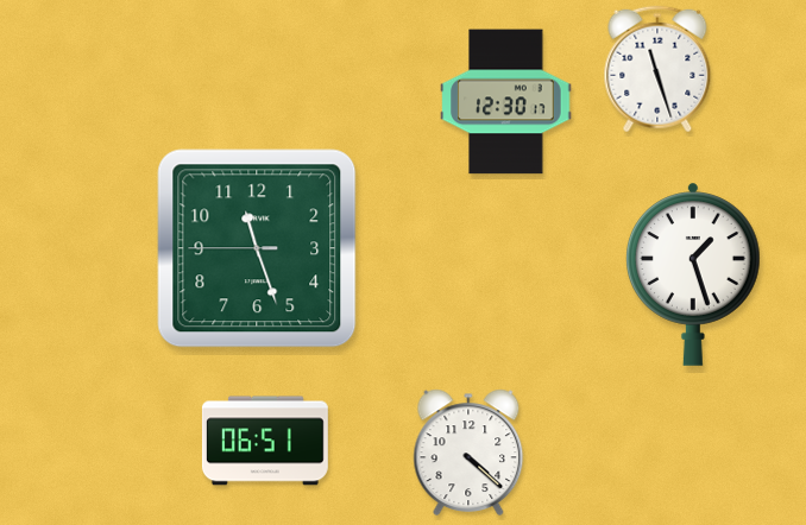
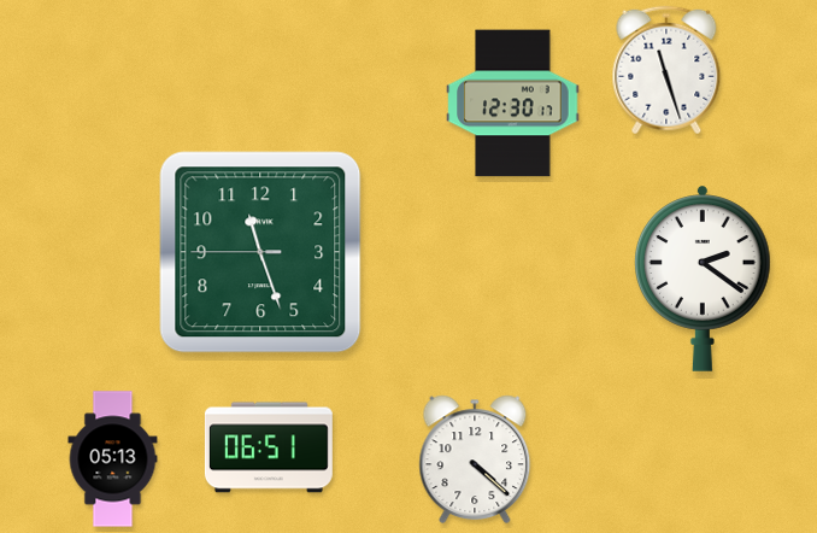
clock at (694, 274): 1:27 -> 2:21
clock at (113, 459): none -> 05:13
